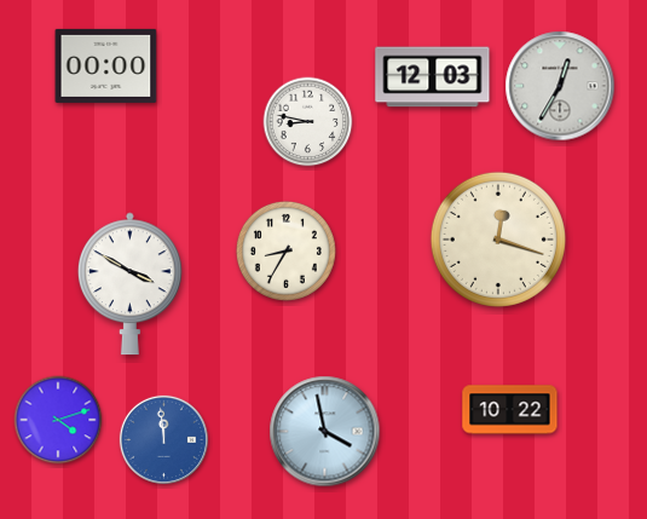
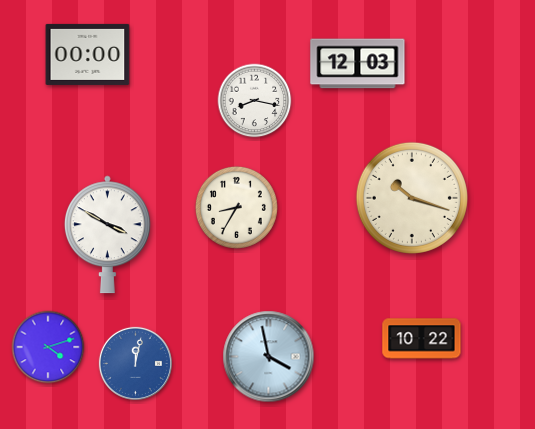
clock at (560, 86): 12:35 -> none
clock at (308, 122): 8:47 -> 8:17
clock at (498, 240): 12:18 -> 10:18
clock at (163, 439): 11:59 -> 12:02
